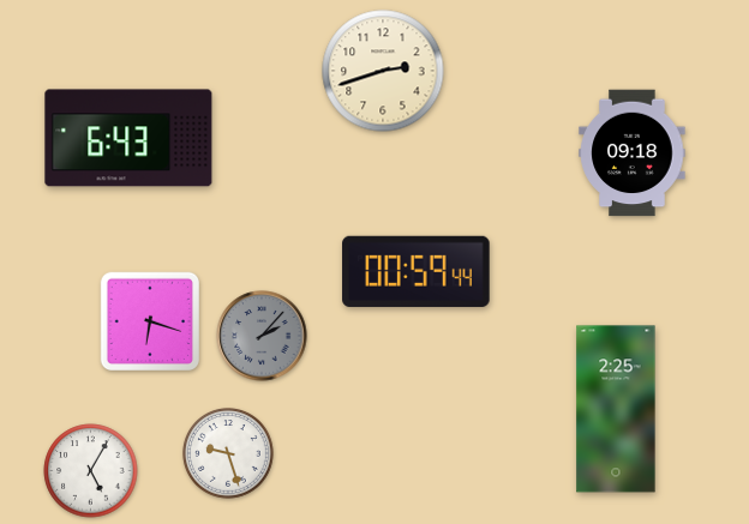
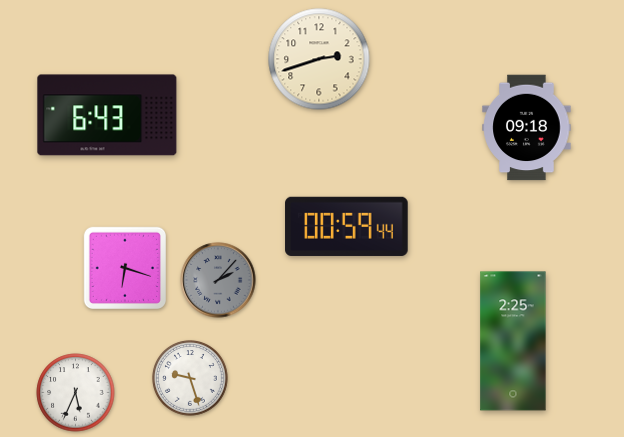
clock at (91, 471): 5:05 -> 5:34
